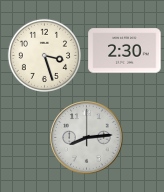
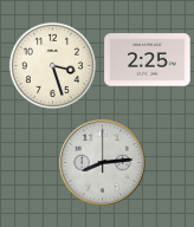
clock at (125, 51): 2:30 -> 2:25
